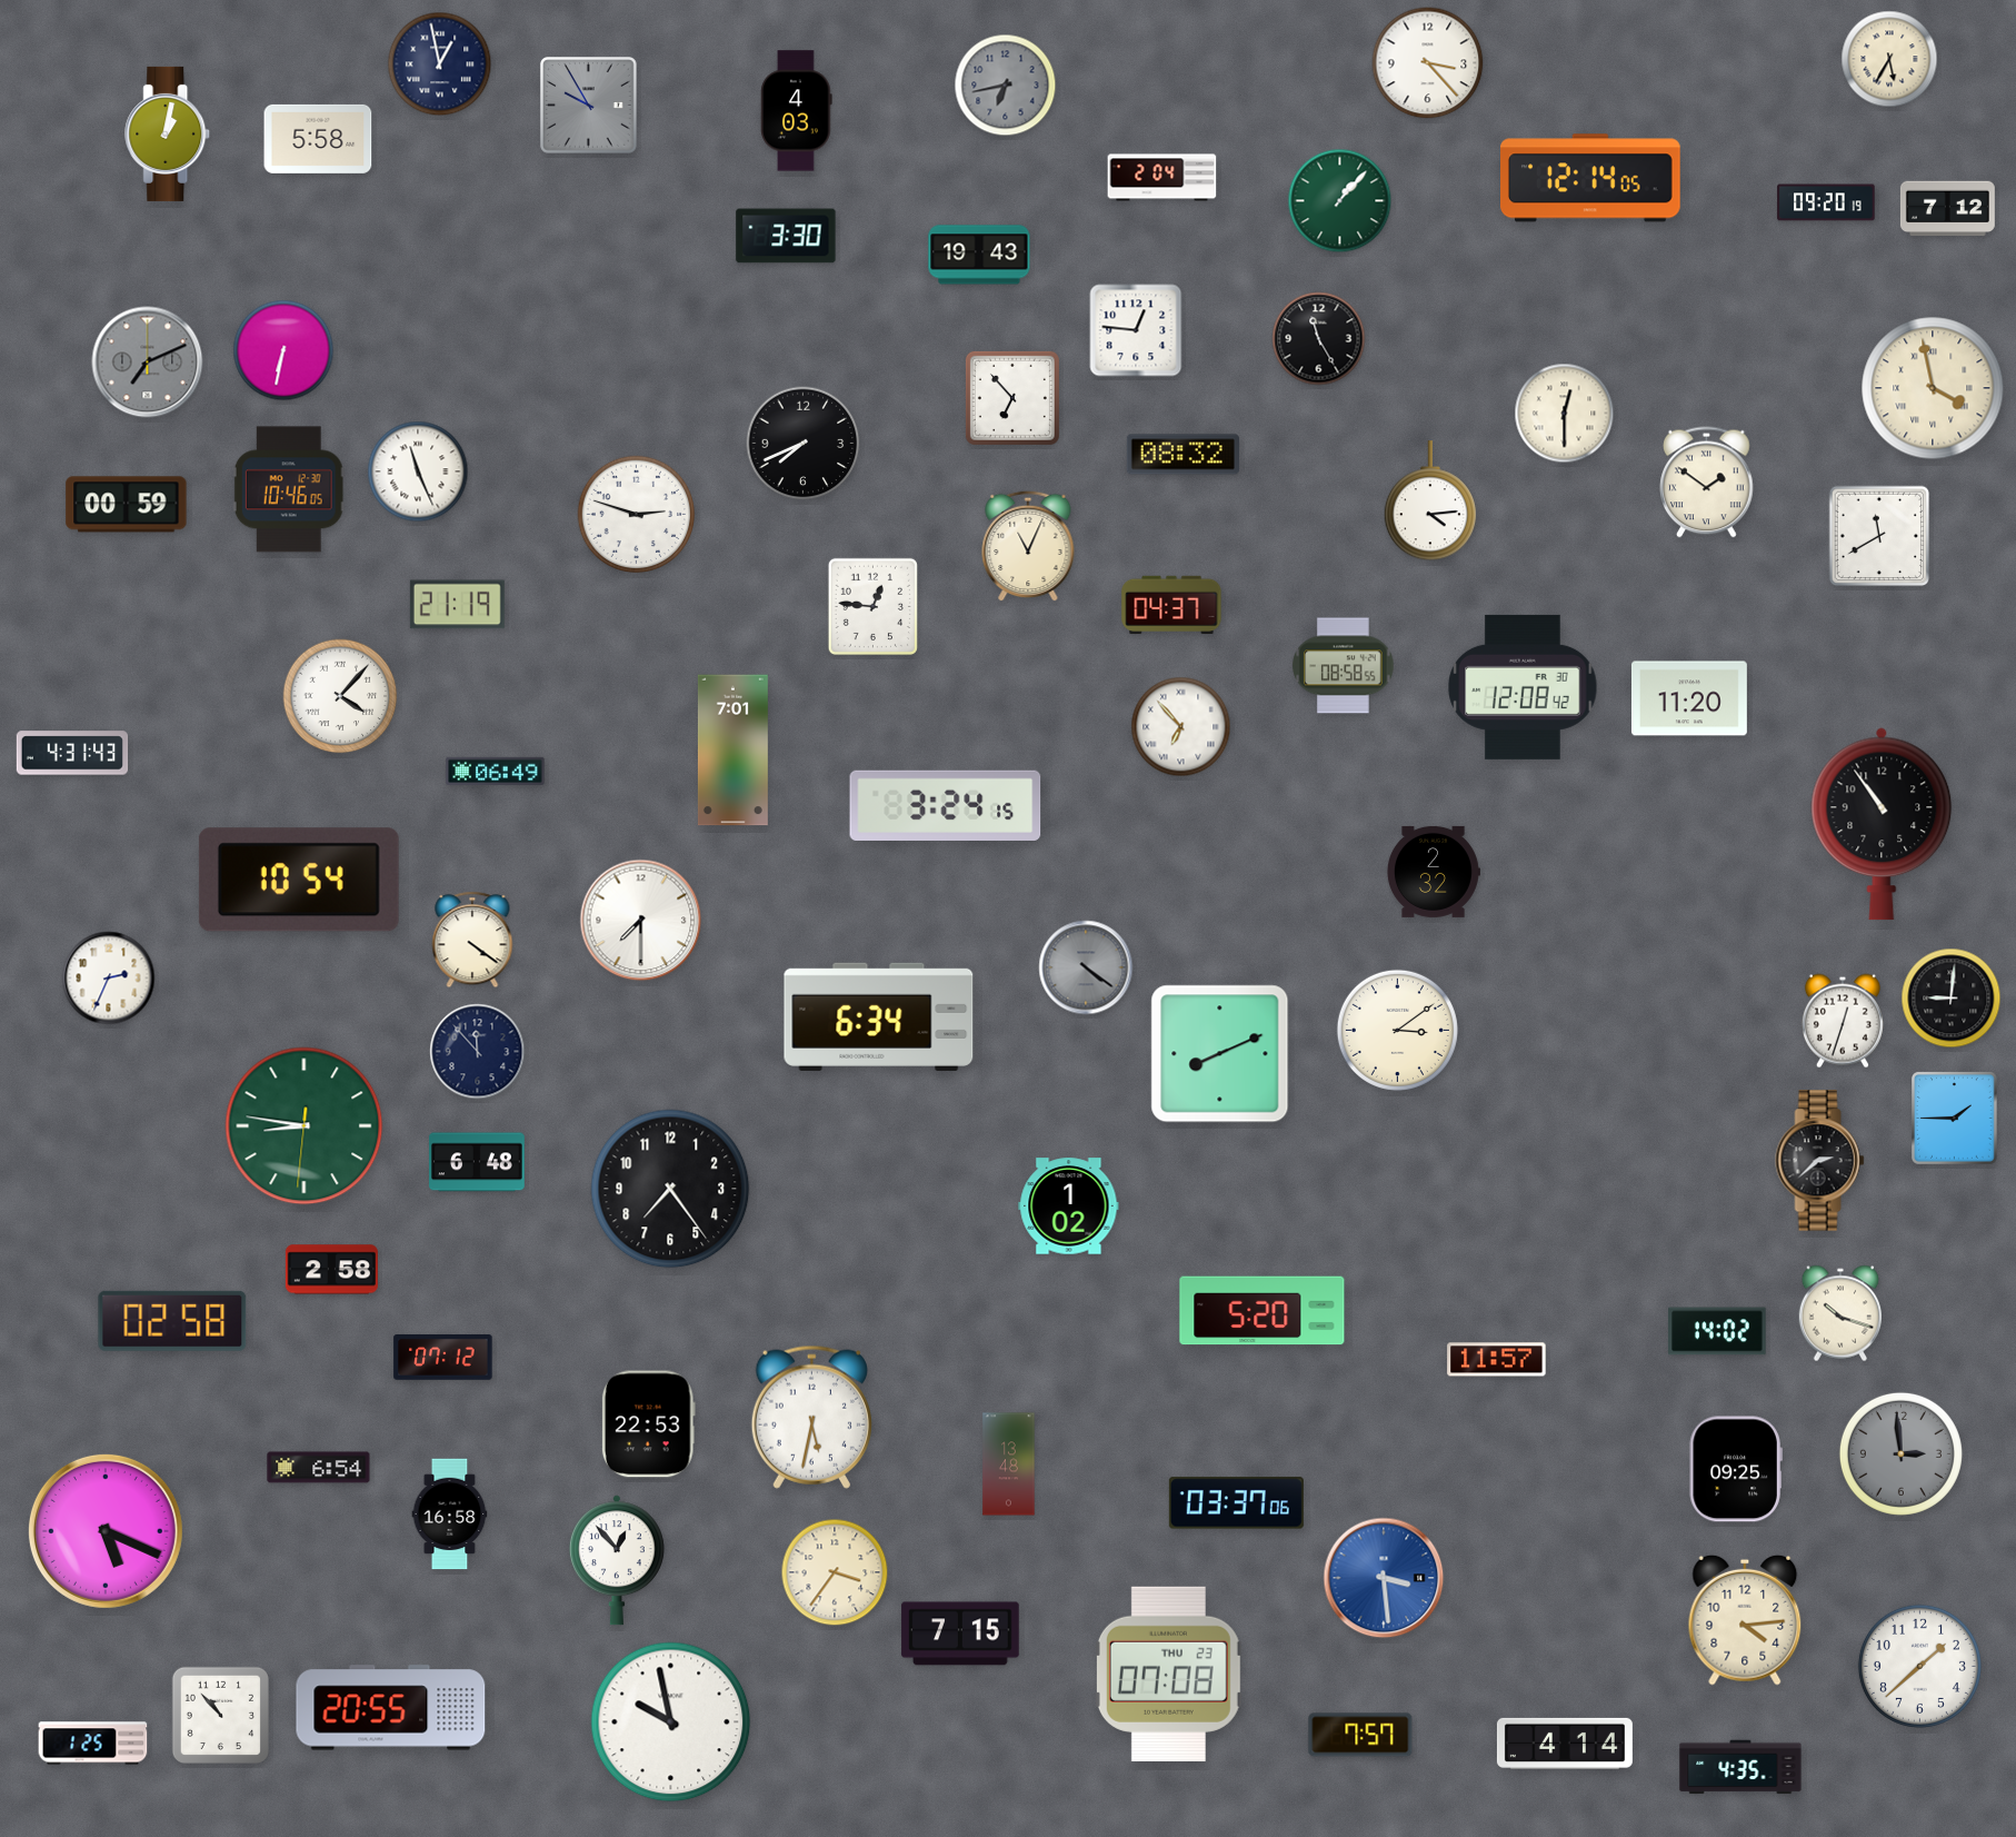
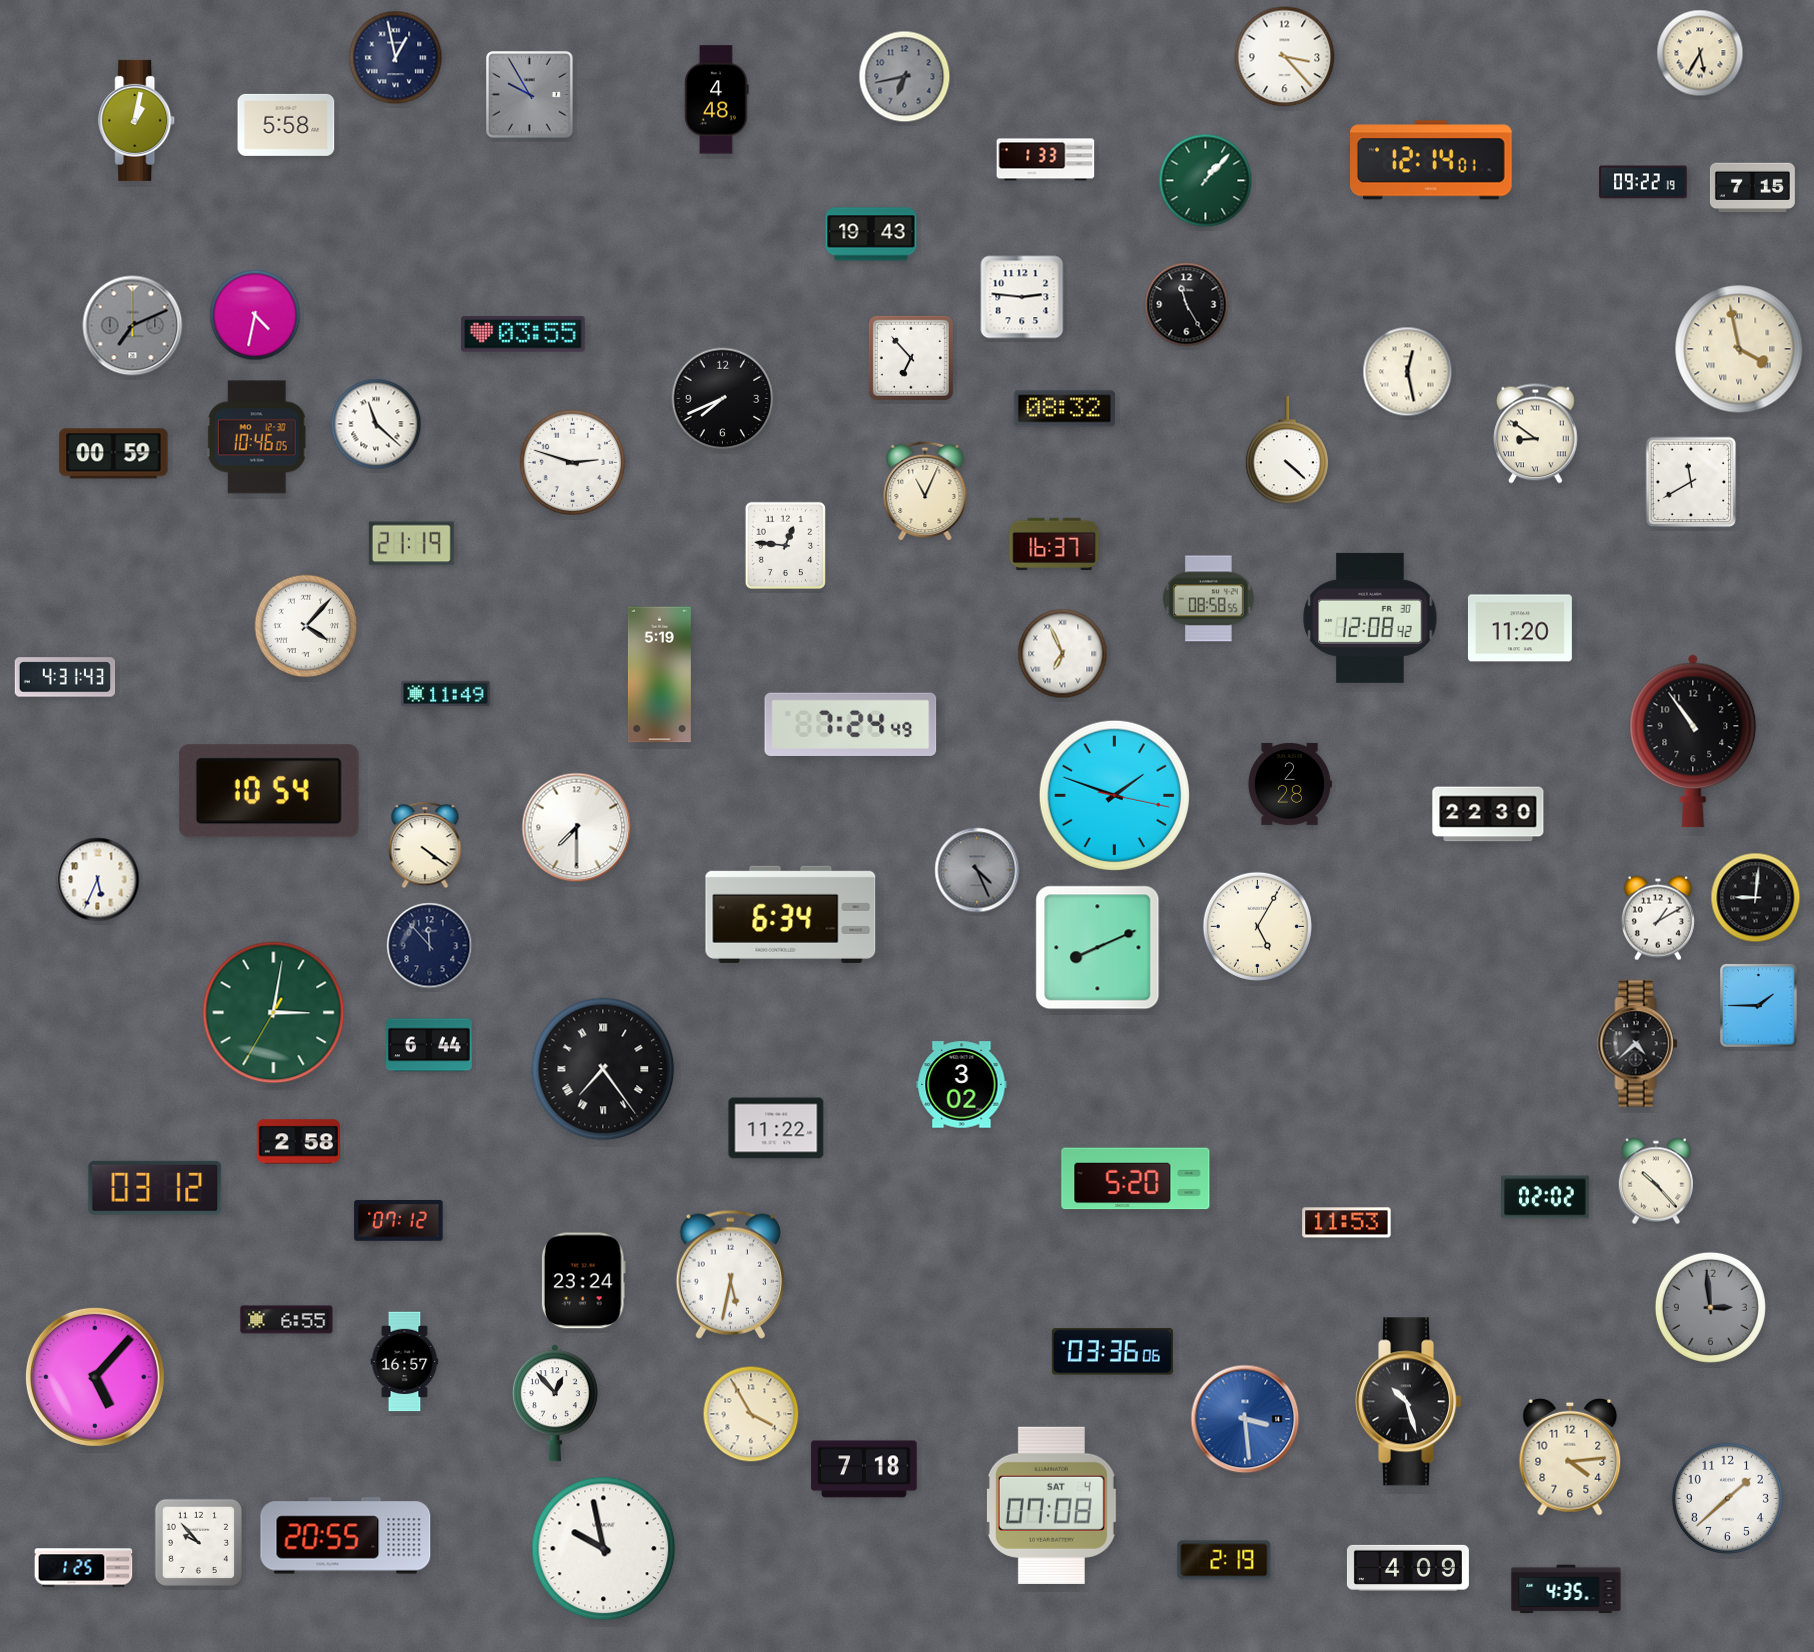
clock at (797, 111): 4:03 -> 4:48
clock at (168, 133) position: (168, 133) -> (137, 120)
clock at (1162, 178): 2:04 -> 1:33
clock at (1591, 178): 12:14:05 -> 12:14:01
clock at (1826, 202): 09:20 -> 09:22
clock at (1947, 209): 7:12 -> 7:15
clock at (786, 236): 3:30 -> none
clock at (979, 255) position: (979, 255) -> (871, 234)
clock at (1136, 330): 12:46 -> 2:46
clock at (283, 350): 6:32 -> 4:32
clock at (524, 334): none -> 03:55
clock at (1565, 414): 12:30 -> 12:28
clock at (418, 471): 11:26 -> 11:22
clock at (1707, 483): 1:51 -> 8:51
clock at (289, 489) position: (289, 489) -> (257, 437)
clock at (1430, 502): 4:14 -> 4:22
clock at (1171, 605): 04:37 -> 16:37
clock at (1181, 727): 6:53 -> 6:56
clock at (732, 751): 7:01 -> 5:19
clock at (496, 771): 06:49 -> 11:49
clock at (946, 805): 3:24 -> 7:24
clock at (1433, 872): 2:32 -> 2:28
clock at (1114, 795): none -> 1:48
clock at (1488, 814): none -> 22:30
clock at (1086, 967): 4:21 -> 4:26
clock at (109, 979): 2:34 -> 5:34
clock at (1843, 1021): 12:33 -> 1:10
clock at (1397, 1030): 3:09 -> 5:05
clock at (305, 1126): 8:46 -> 3:01
clock at (1820, 1161): 2:38 -> 4:38
clock at (478, 1162): 6:48 -> 6:44
clock at (670, 1189) numerals: Arabic -> Roman
clock at (1069, 1207): 1:02 -> 3:02
clock at (776, 1128): none -> 11:22
clock at (1839, 1313): 10:18 -> 10:23
clock at (172, 1321): 02:58 -> 03:12
clock at (1717, 1331): 14:02 -> 02:02
clock at (1497, 1360): 11:57 -> 11:53
clock at (648, 1424): 22:53 -> 23:24
clock at (1009, 1464): 13:48 -> none
clock at (319, 1468): 6:54 -> 6:55
clock at (1736, 1469): 09:25 -> none
clock at (1236, 1503): 03:37 -> 03:36
clock at (450, 1515): 16:58 -> 16:57
clock at (106, 1531): 5:19 -> 5:07
clock at (1409, 1402): none -> 10:27
clock at (835, 1572): 3:36 -> 3:55
clock at (960, 1634): 7:15 -> 7:18
clock at (1168, 1674) date: THU 23 -> SAT 4
clock at (391, 1708) position: (391, 1708) -> (346, 1536)
clock at (220, 1715): 10:53 -> 9:53
clock at (1360, 1735): 7:57 -> 2:19
clock at (1565, 1744): 4:14 -> 4:09
